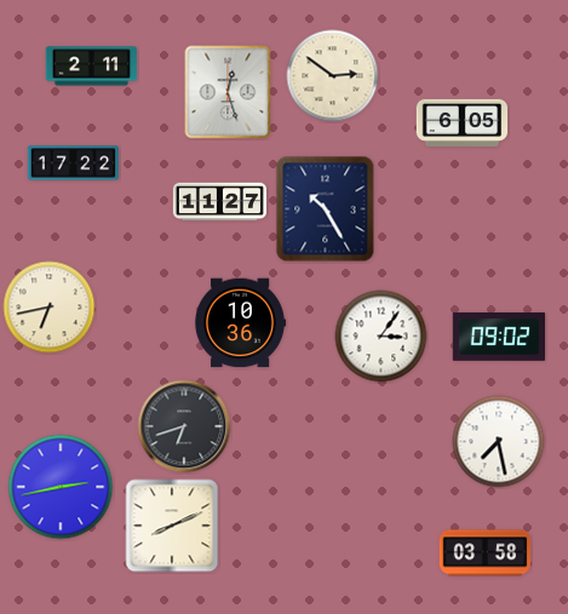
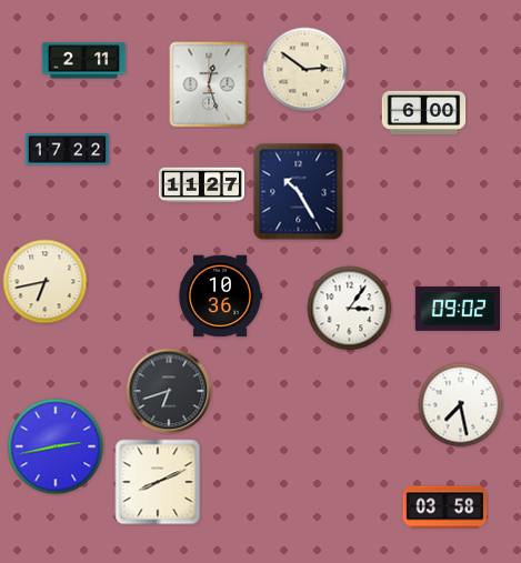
clock at (463, 122): 6:05 -> 6:00
clock at (499, 442) position: (499, 442) -> (461, 405)
